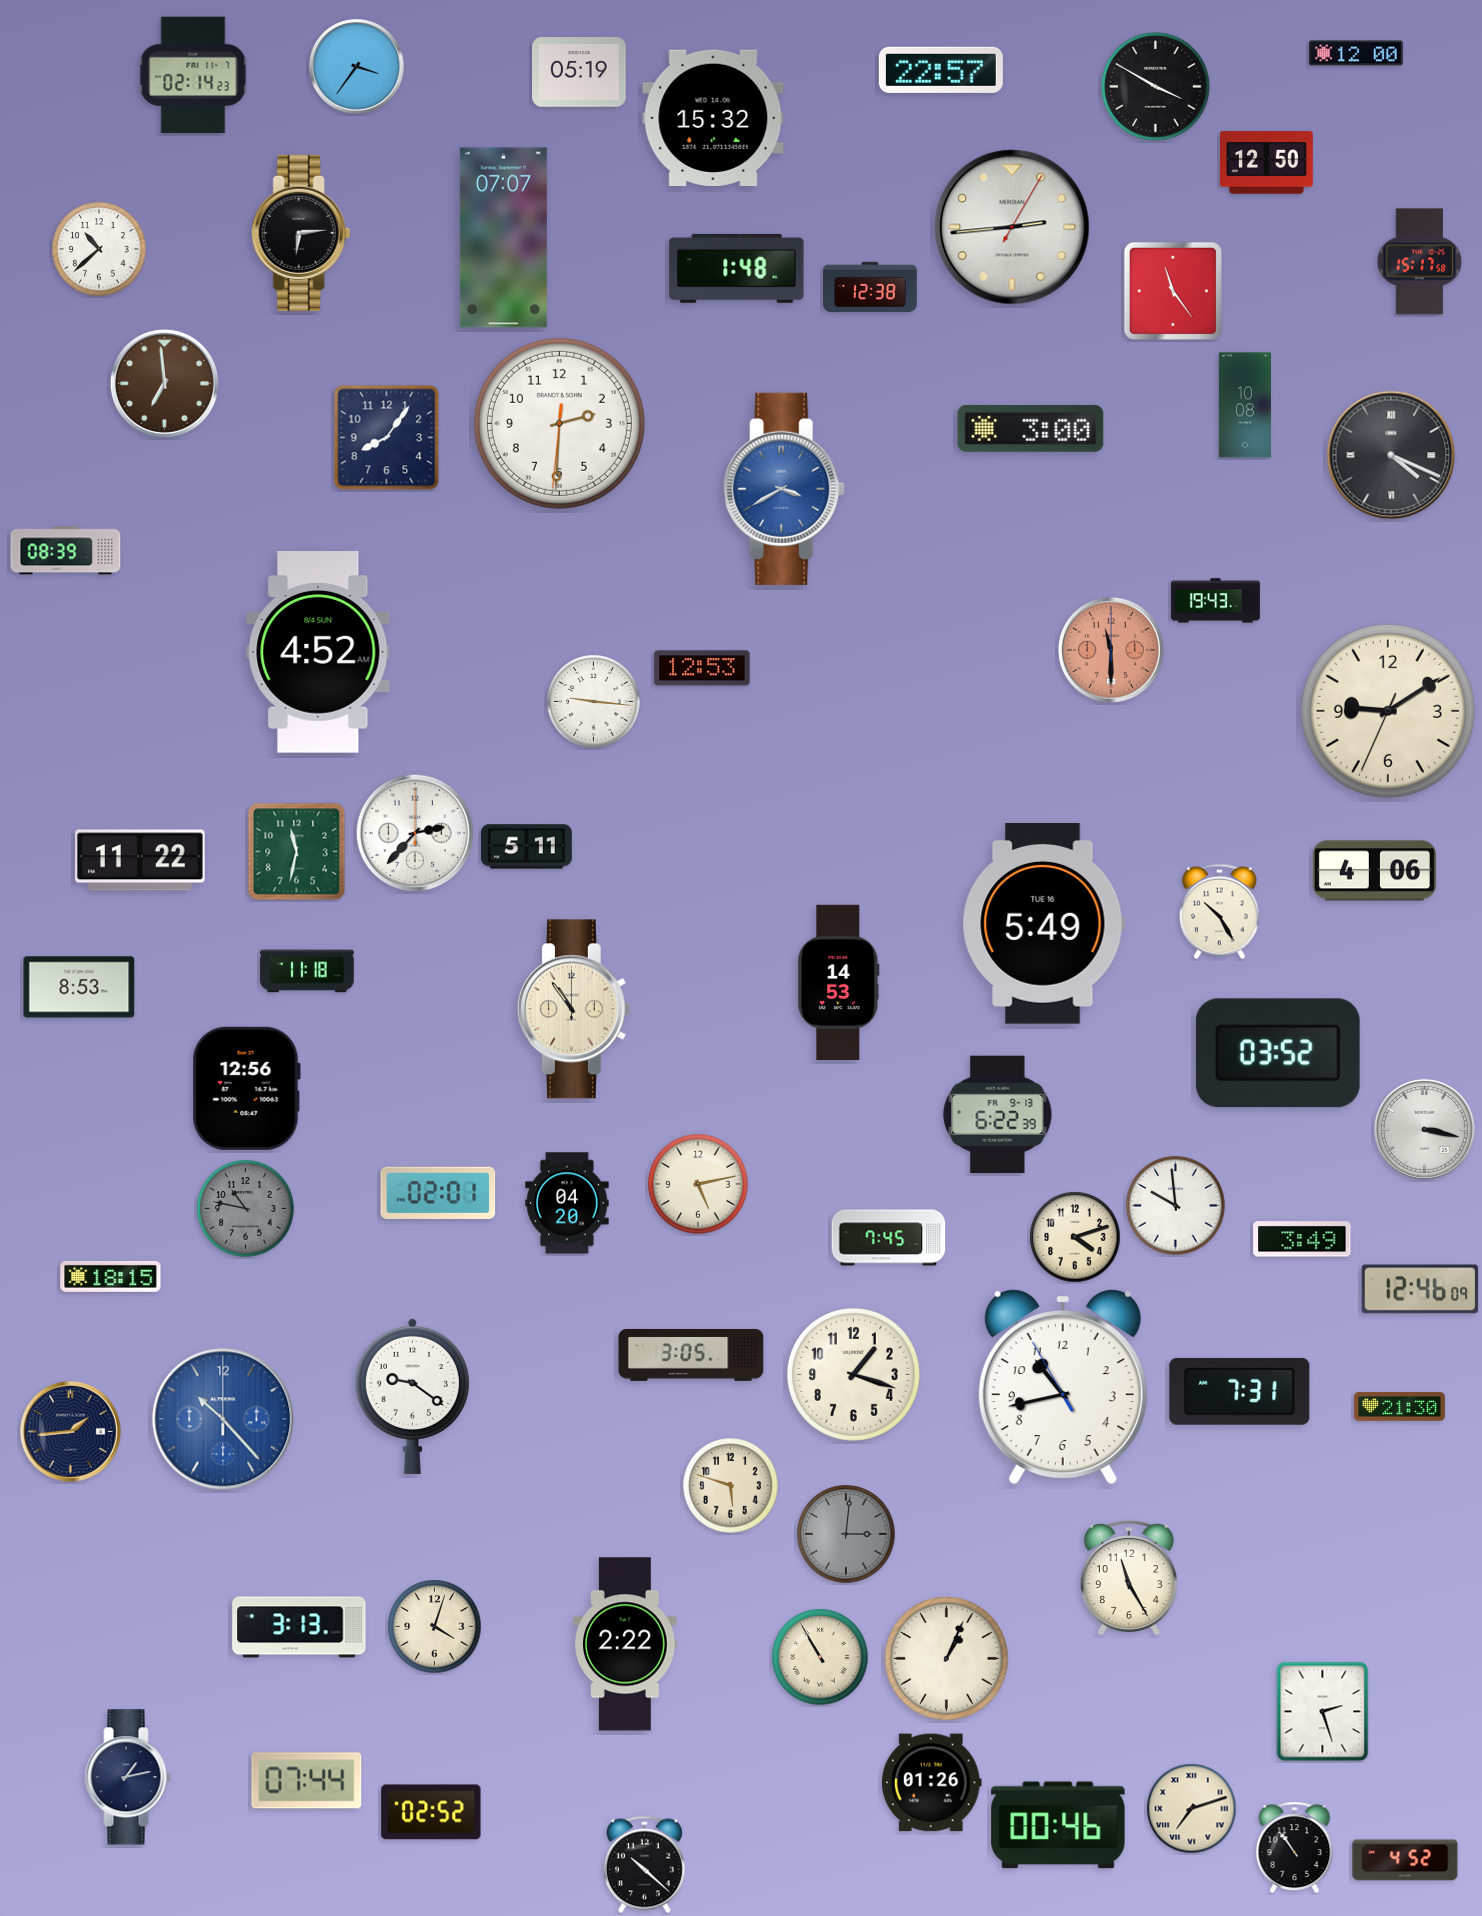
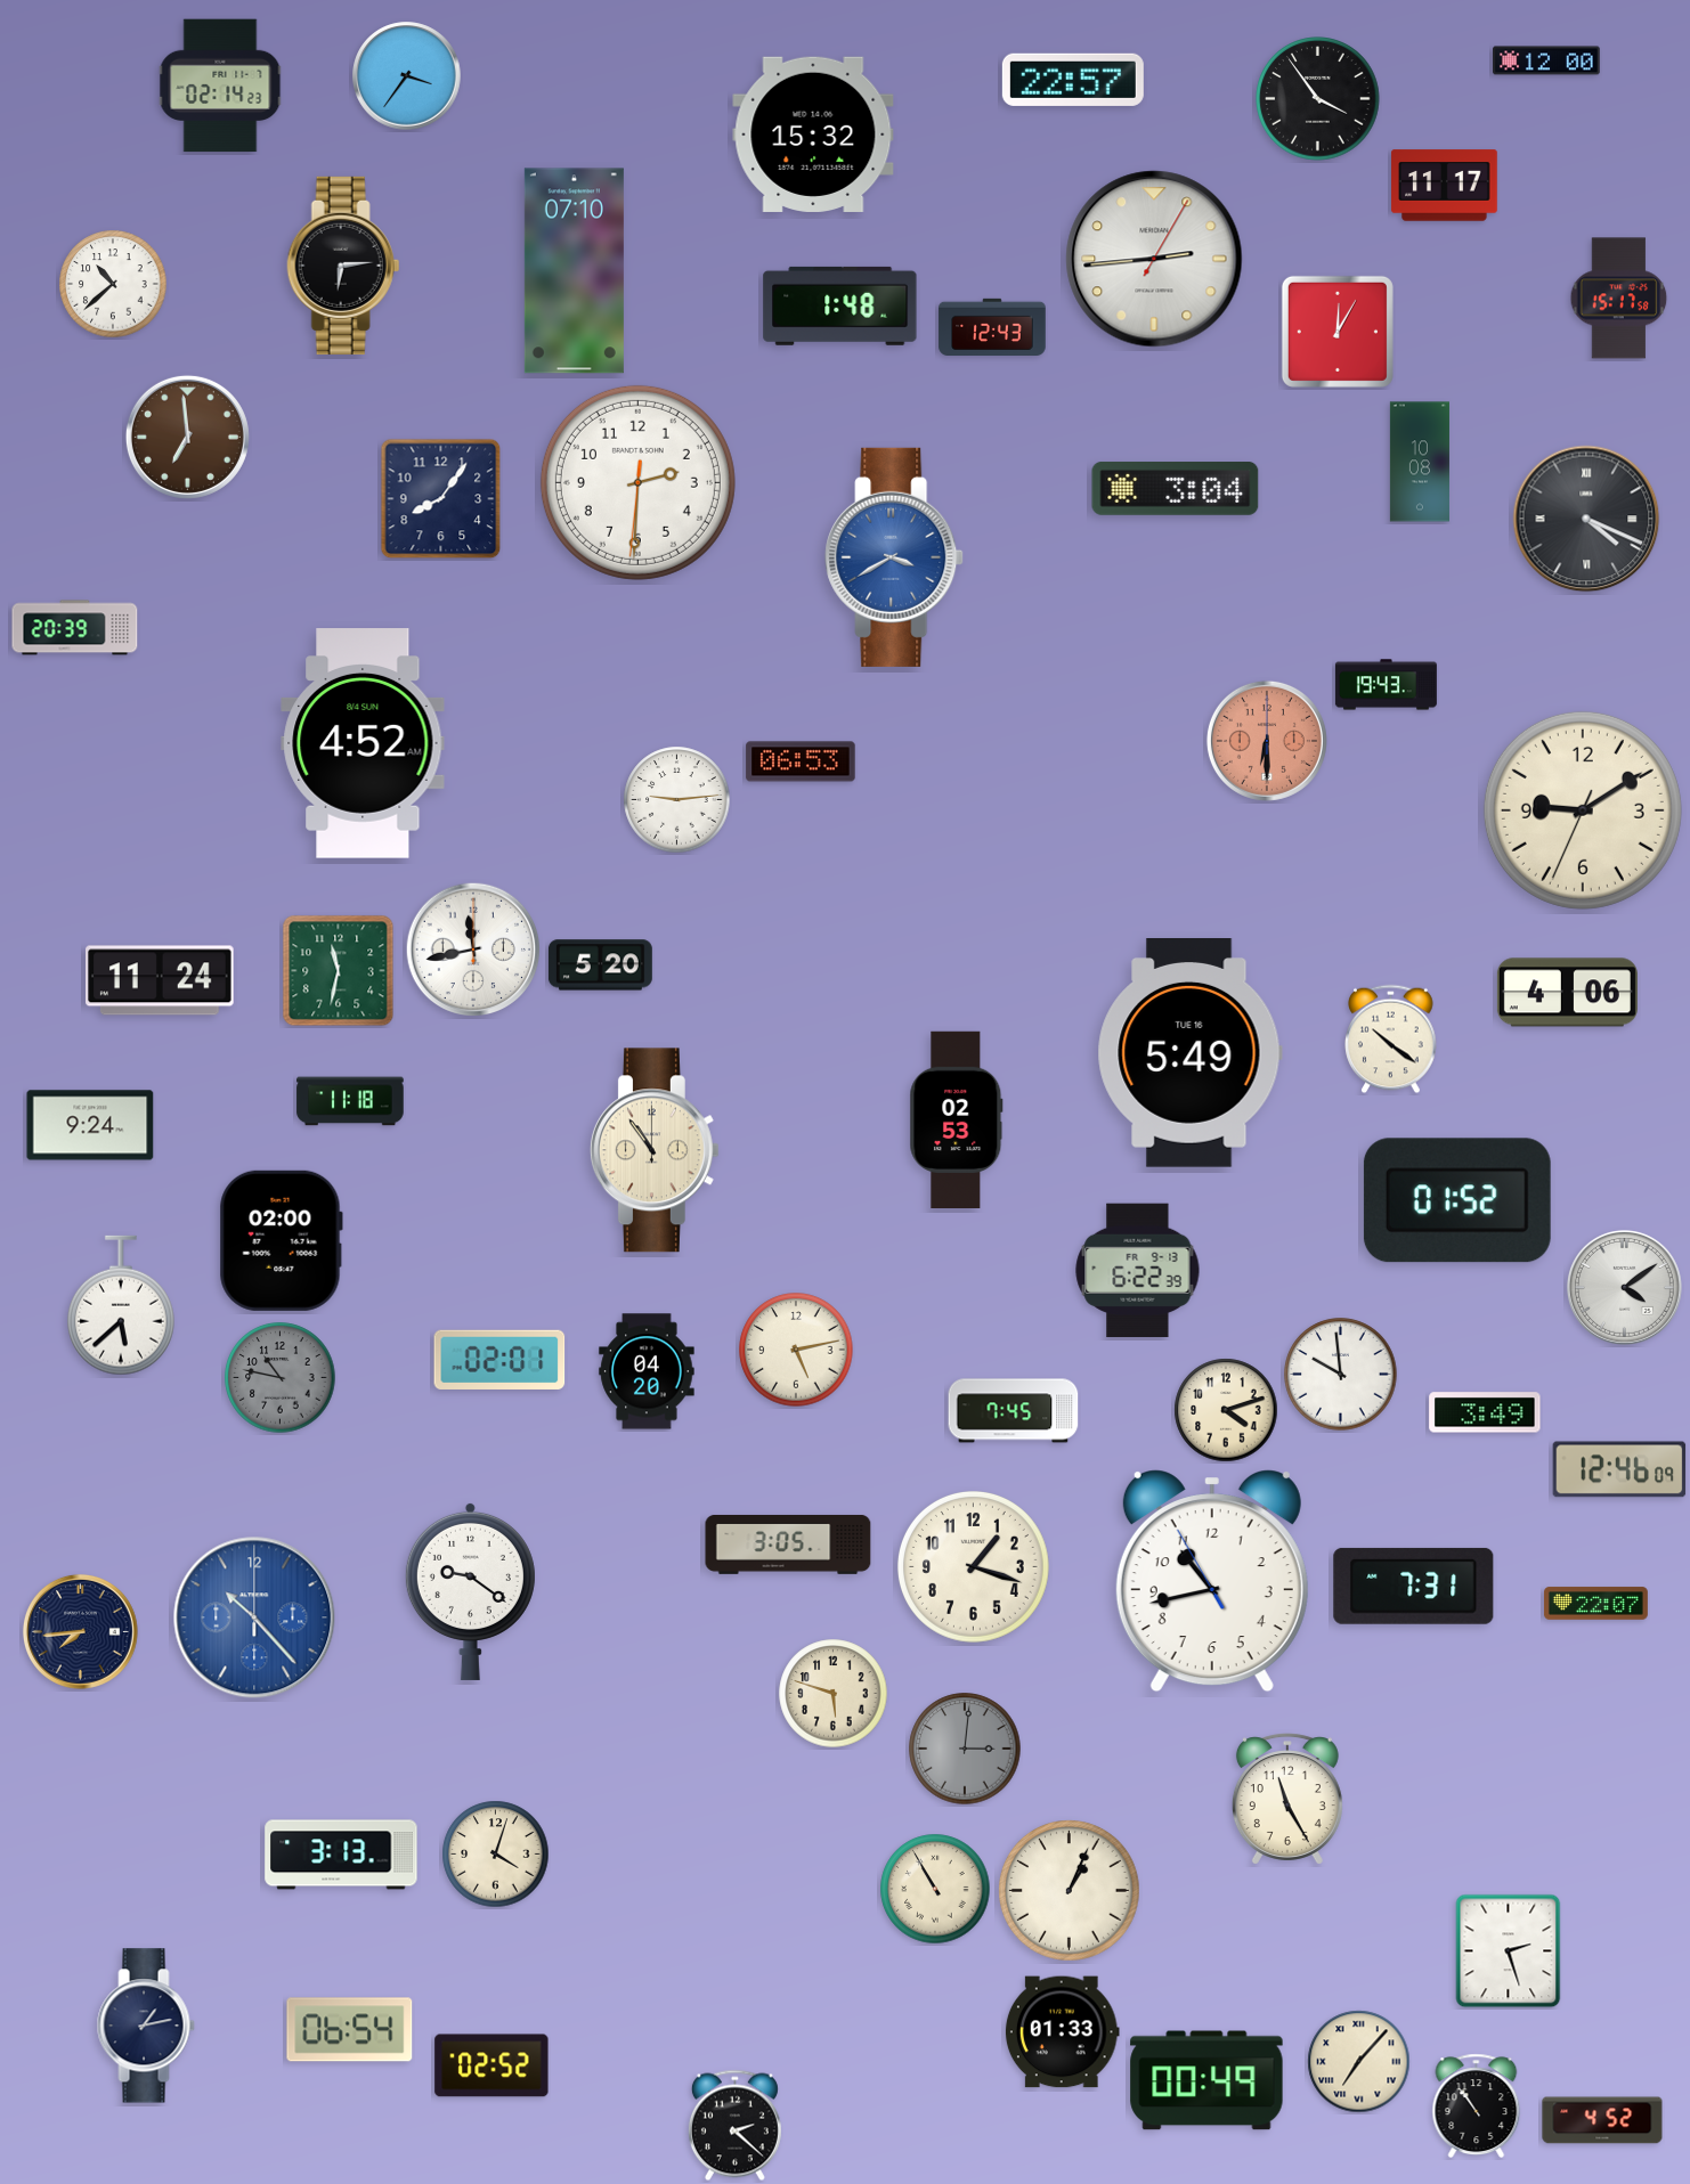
clock at (579, 72): 05:19 -> none
clock at (1156, 87): 3:50 -> 3:54
clock at (1267, 163): 12:50 -> 11:17
clock at (503, 238): 07:07 -> 07:10
clock at (870, 286): 12:38 -> 12:43
clock at (1173, 291): 11:24 -> 12:05
clock at (1031, 429): 3:00 -> 3:04
clock at (66, 551): 08:39 -> 20:39
clock at (1111, 650): 11:30 -> 6:30
clock at (702, 668): 12:53 -> 06:53
clock at (594, 702): 9:16 -> 9:14
clock at (414, 832): 2:37 -> 11:43
clock at (526, 847): 5:11 -> 5:20
clock at (140, 860): 11:22 -> 11:24
clock at (1220, 912): 10:25 -> 10:21
clock at (307, 971) position: (307, 971) -> (350, 1101)
clock at (839, 982): 14:53 -> 02:53
clock at (79, 987): 8:53 -> 9:24
clock at (1278, 1053): 03:52 -> 01:52
clock at (246, 1088): 12:56 -> 02:00
clock at (1424, 1129): 3:17 -> 4:09
clock at (122, 1305): none -> 5:38
clock at (111, 1276): 18:15 -> none
clock at (1399, 1407): 21:30 -> 22:07
clock at (70, 1431): 1:44 -> 7:44
clock at (625, 1644): 2:22 -> none
clock at (947, 1659) position: (947, 1659) -> (1070, 1891)
clock at (307, 1781): 07:44 -> 06:54
clock at (931, 1783): 01:26 -> 01:33
clock at (1192, 1809): 7:12 -> 7:07
clock at (1058, 1825): 00:46 -> 00:49
clock at (644, 1865): 10:22 -> 2:22
